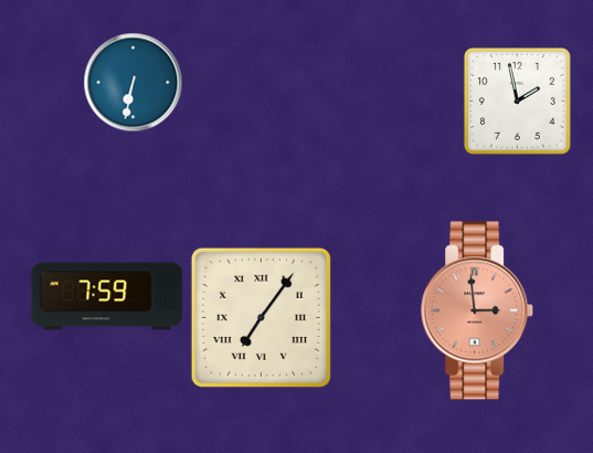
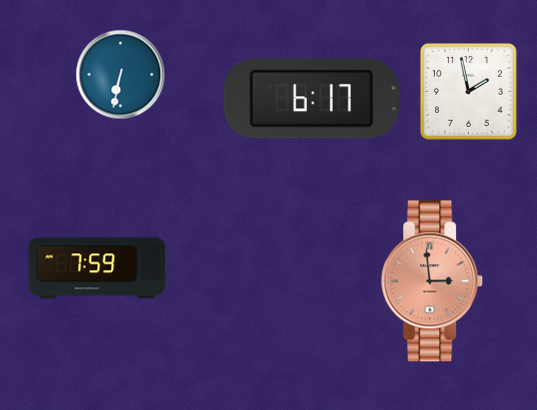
clock at (311, 99): none -> 6:17
clock at (261, 317): 7:06 -> none
